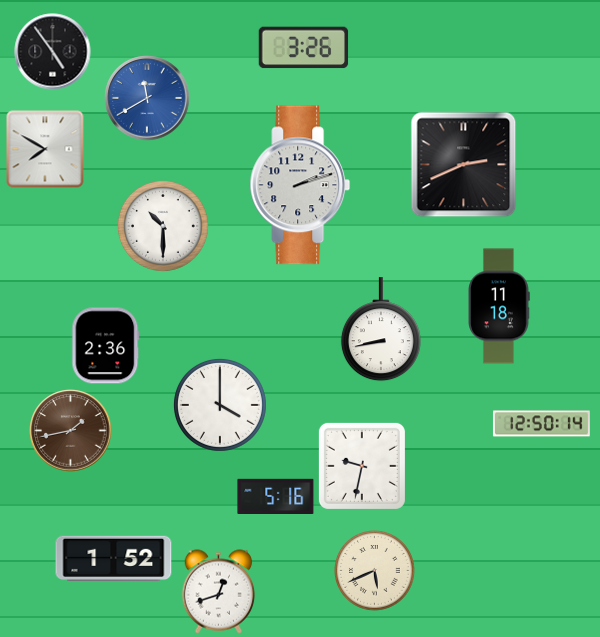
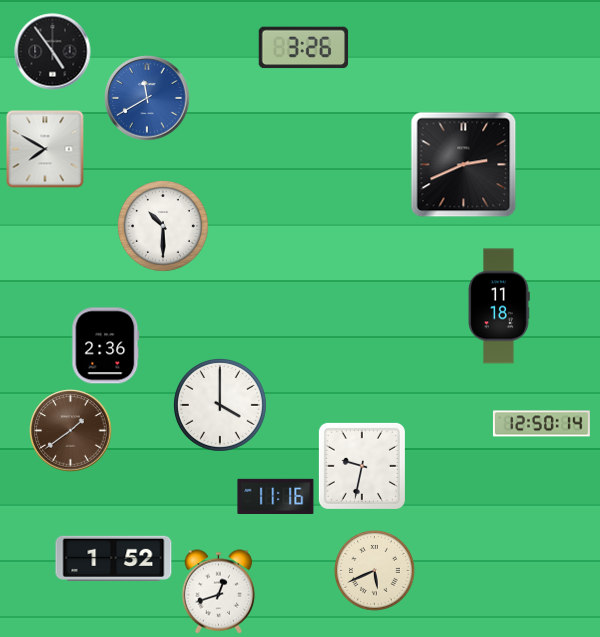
clock at (300, 185): 2:12 -> none
clock at (381, 330): 8:43 -> none
clock at (71, 431): 1:43 -> 1:39
clock at (276, 497): 5:16 -> 11:16
